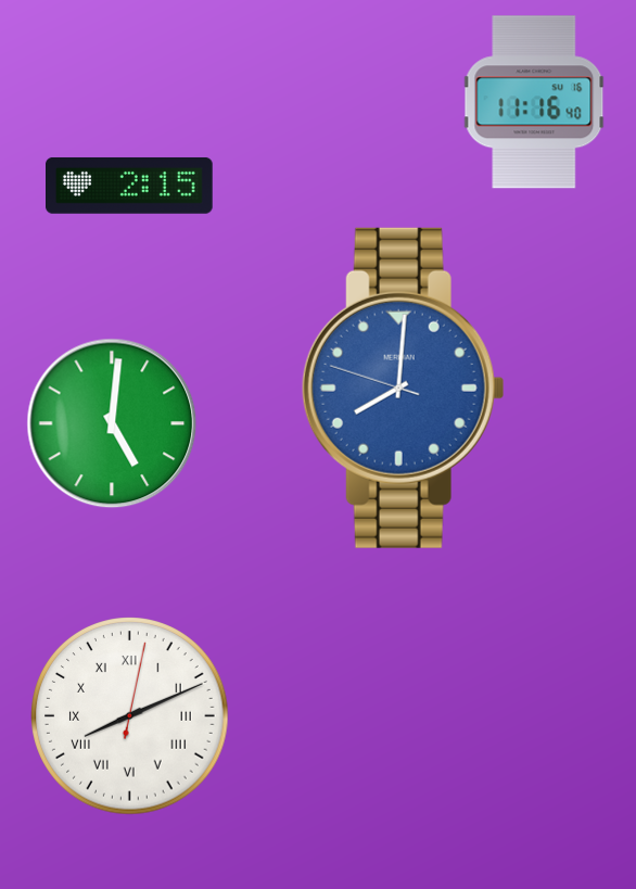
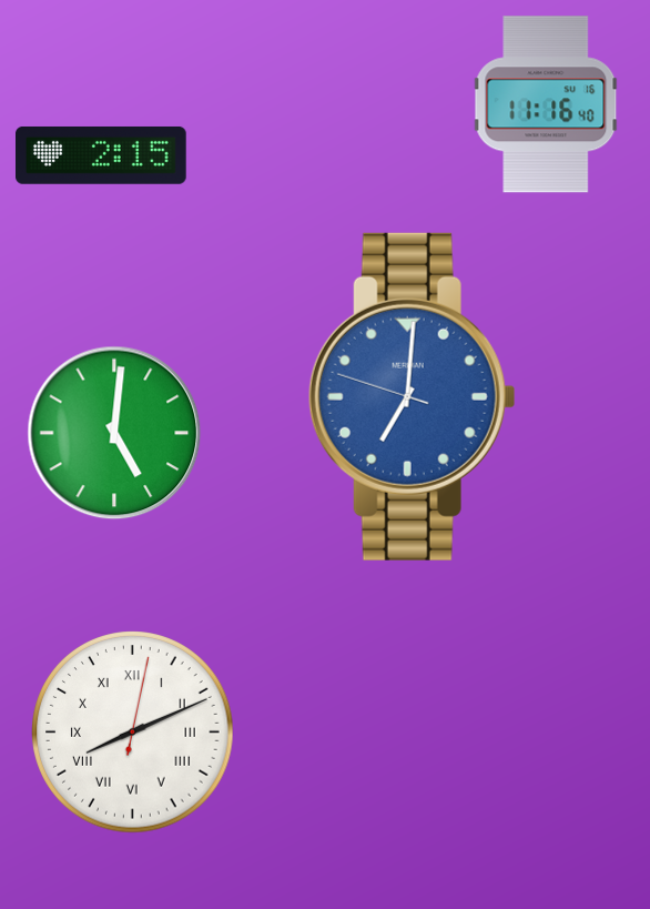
clock at (130, 186) position: (130, 186) -> (102, 155)
clock at (403, 388): 8:00 -> 7:00
